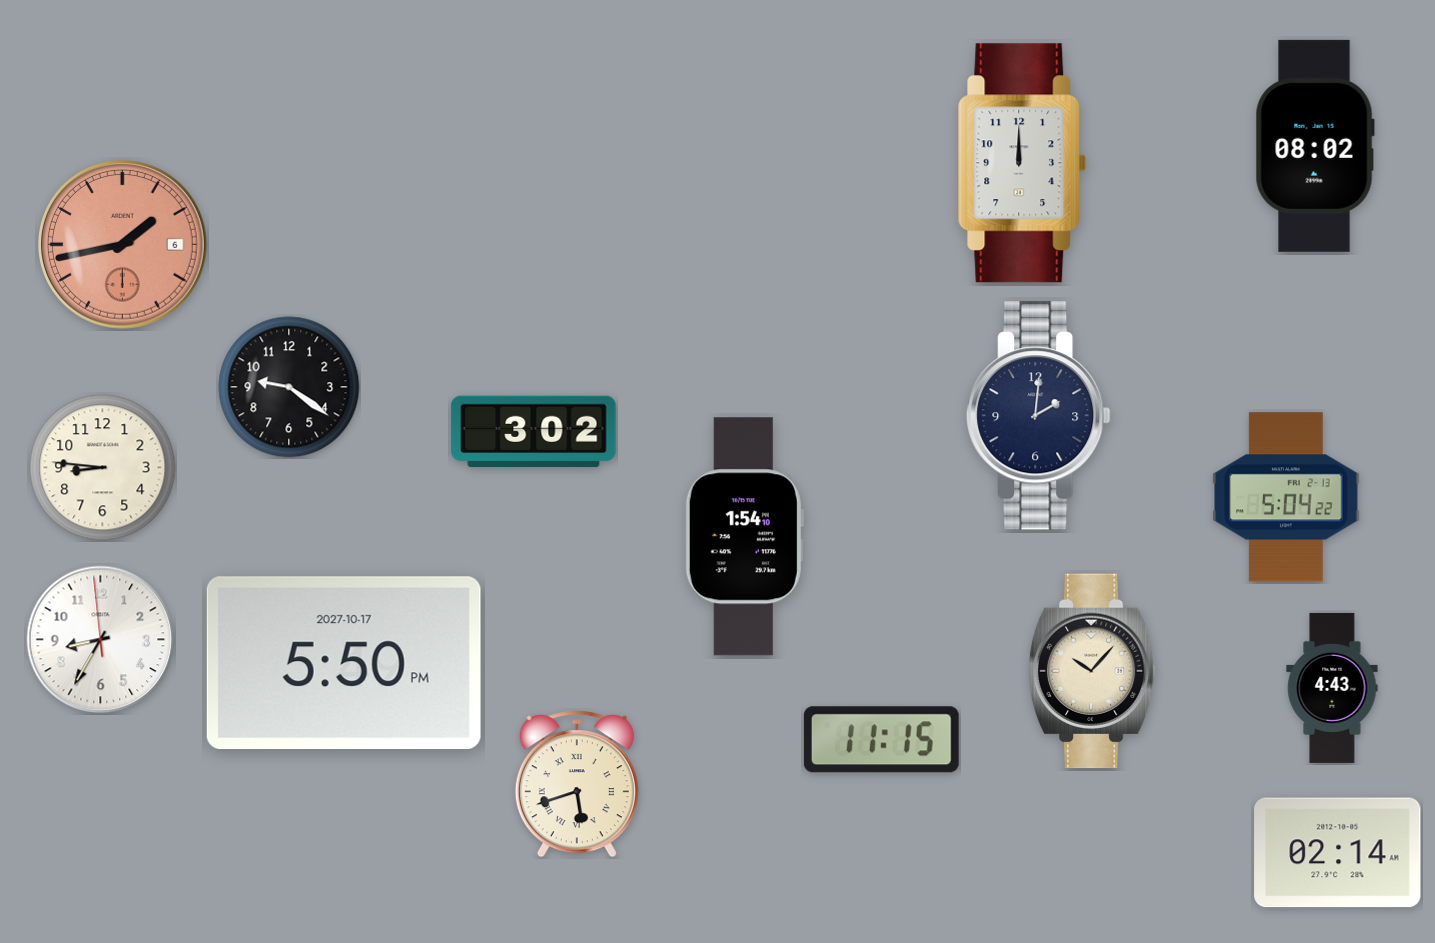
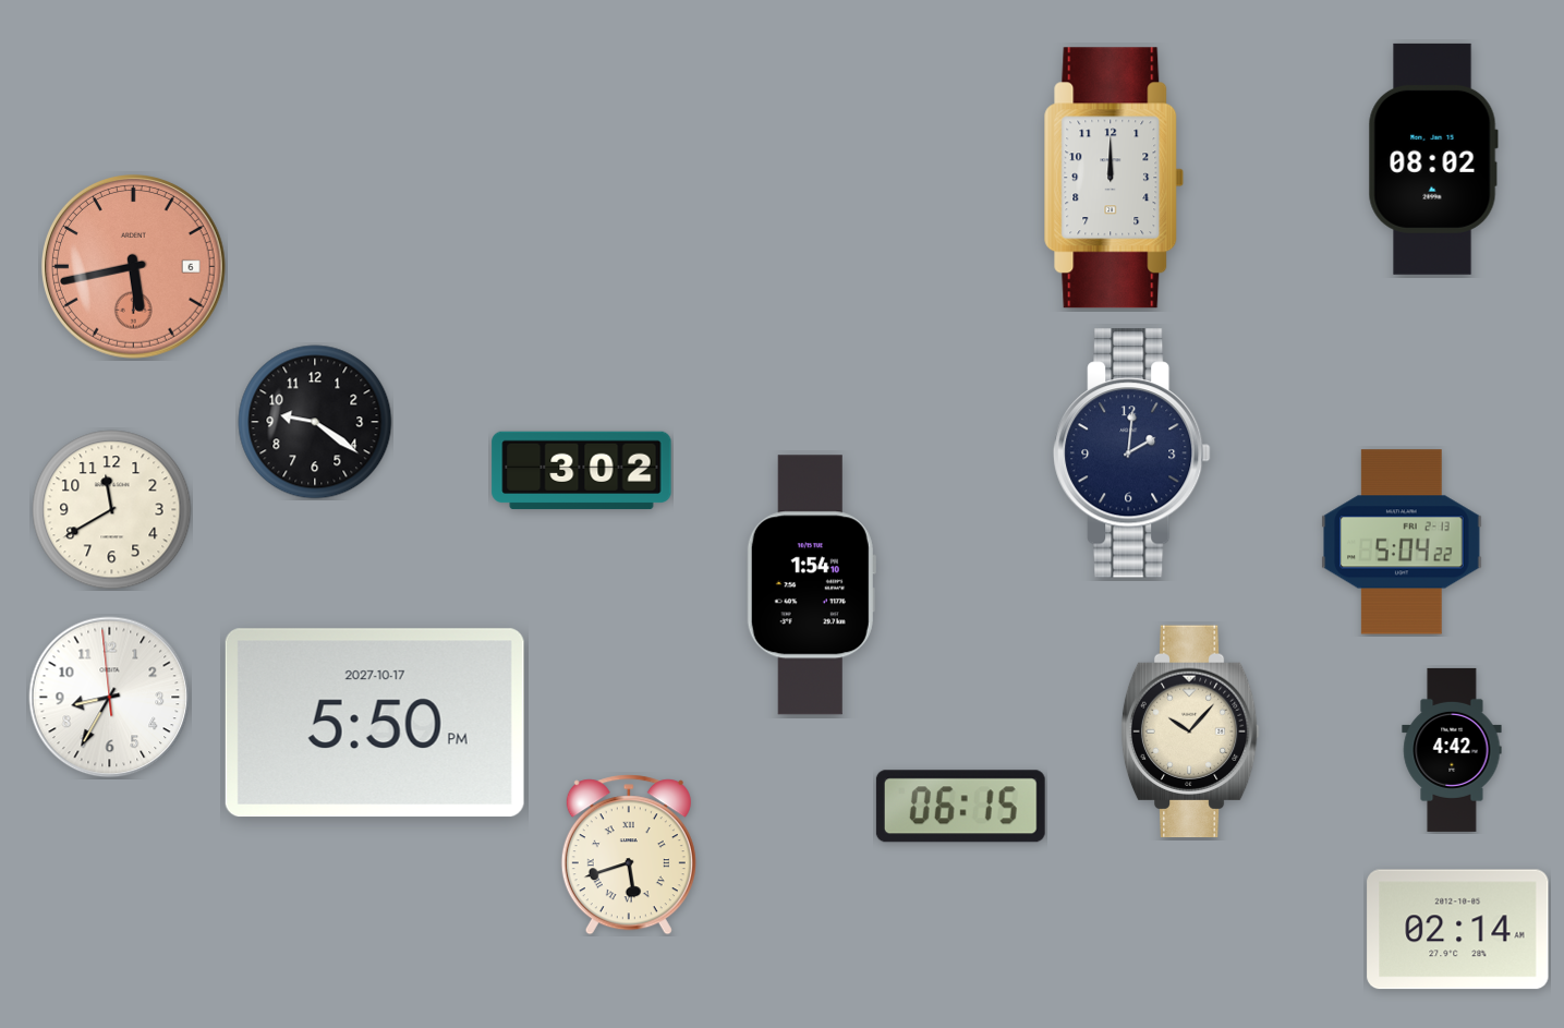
clock at (123, 245): 1:43 -> 5:43
clock at (103, 468): 8:46 -> 11:40
clock at (1332, 688): 4:43 -> 4:42
clock at (881, 740): 11:15 -> 06:15
